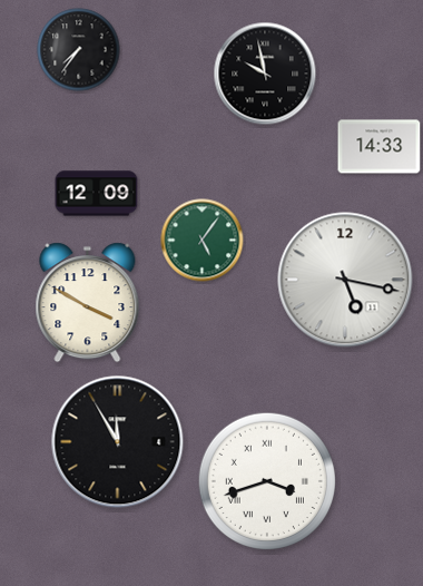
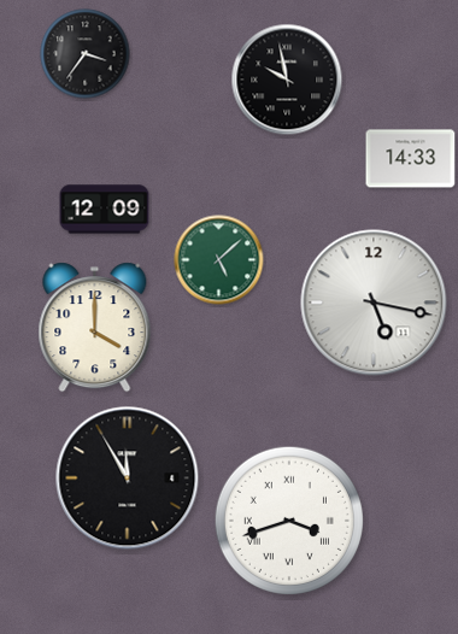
clock at (79, 50): 7:36 -> 3:36
clock at (203, 241): 5:06 -> 5:08
clock at (88, 303): 3:50 -> 4:00
